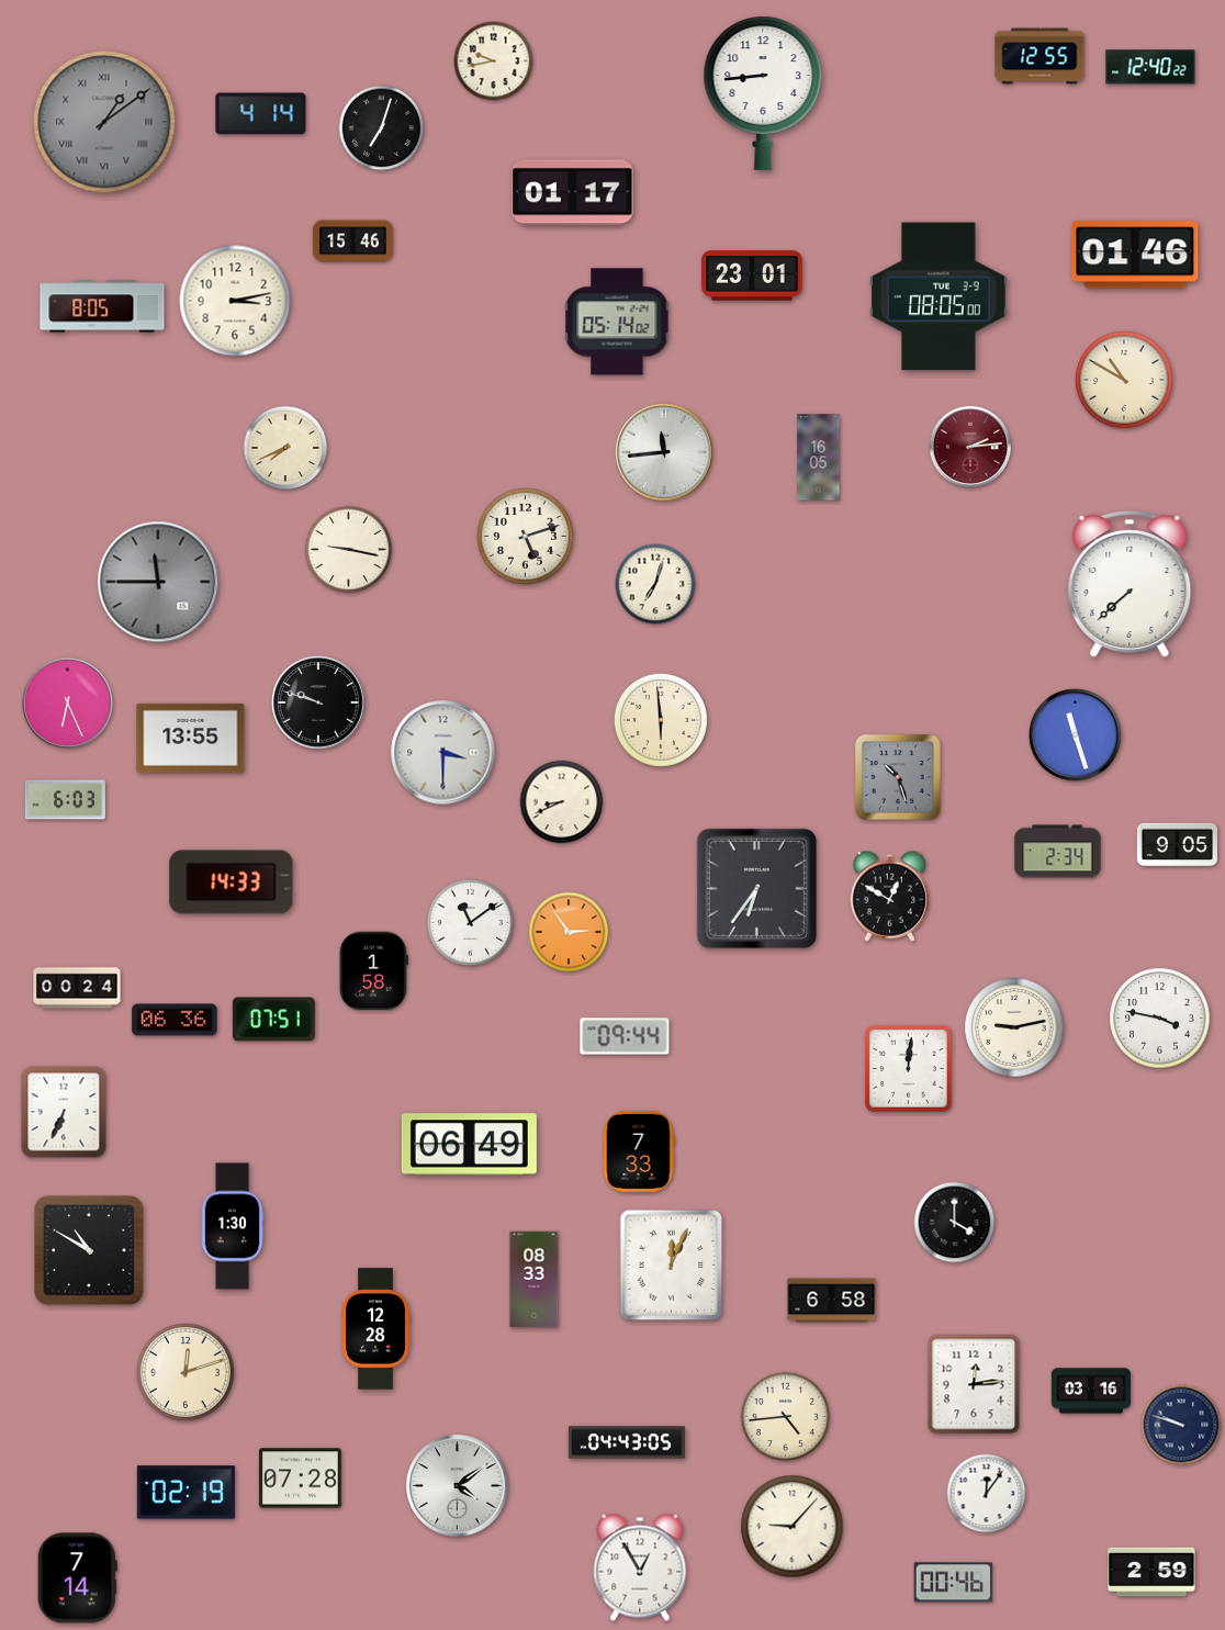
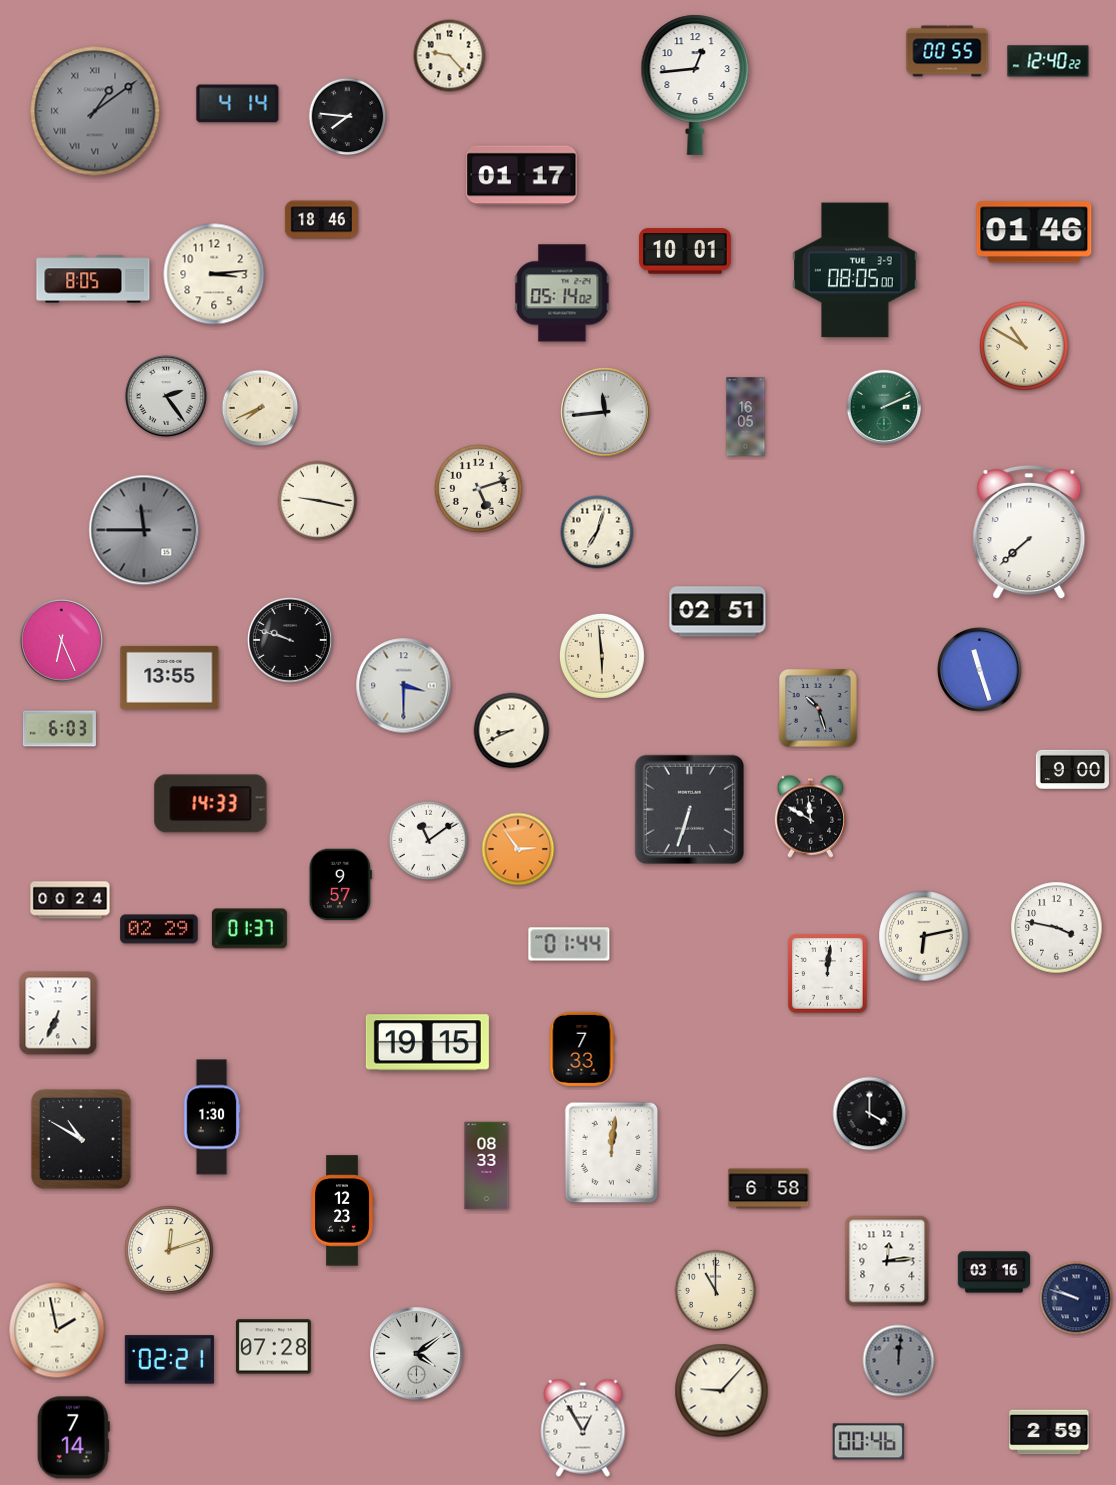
clock at (1039, 56): 12:55 -> 00:55
clock at (494, 61): 9:43 -> 9:23
clock at (763, 93): 8:44 -> 12:44
clock at (382, 128): 7:03 -> 7:46
clock at (352, 241): 15:46 -> 18:46
clock at (753, 276): 23:01 -> 10:01
clock at (235, 301): 3:13 -> 3:14
clock at (166, 396): none -> 2:24
clock at (970, 447): 2:14 -> 2:11
clock at (970, 447) dial: burgundy -> green
clock at (718, 612): none -> 02:51
clock at (191, 738) position: (191, 738) -> (170, 677)
clock at (1177, 845): 9:05 -> 9:00
clock at (1058, 852): 2:34 -> none
clock at (756, 888): 6:36 -> 6:33
clock at (890, 896): 12:50 -> 11:50
clock at (373, 971): 1:58 -> 9:57
clock at (175, 1020): 06:36 -> 02:29
clock at (273, 1020): 07:51 -> 01:37
clock at (1014, 1027): 9:13 -> 6:13
clock at (625, 1036): 09:44 -> 01:44
clock at (469, 1145): 06:49 -> 19:15
clock at (672, 1266): 12:04 -> 12:01
clock at (832, 1301) position: (832, 1301) -> (769, 1189)
clock at (375, 1329): 12:28 -> 12:23
clock at (1091, 1391) position: (1091, 1391) -> (994, 1272)
clock at (785, 1416): 4:44 -> 11:00
clock at (627, 1442): 04:43 -> none
clock at (57, 1330): none -> 1:58
clock at (186, 1493): 02:19 -> 02:21
clock at (987, 1494): 12:06 -> 12:01
clock at (987, 1494) dial: white -> grey
clock at (77, 1578) position: (77, 1578) -> (73, 1438)
